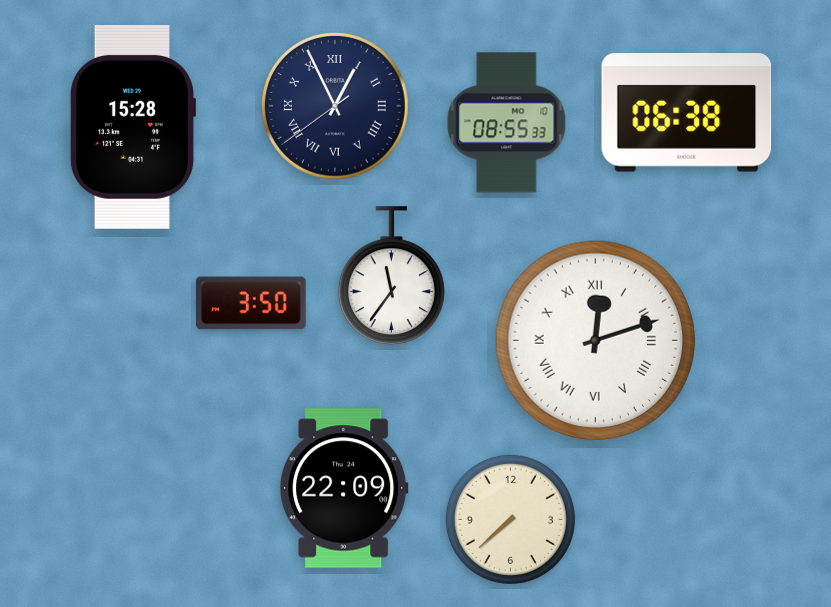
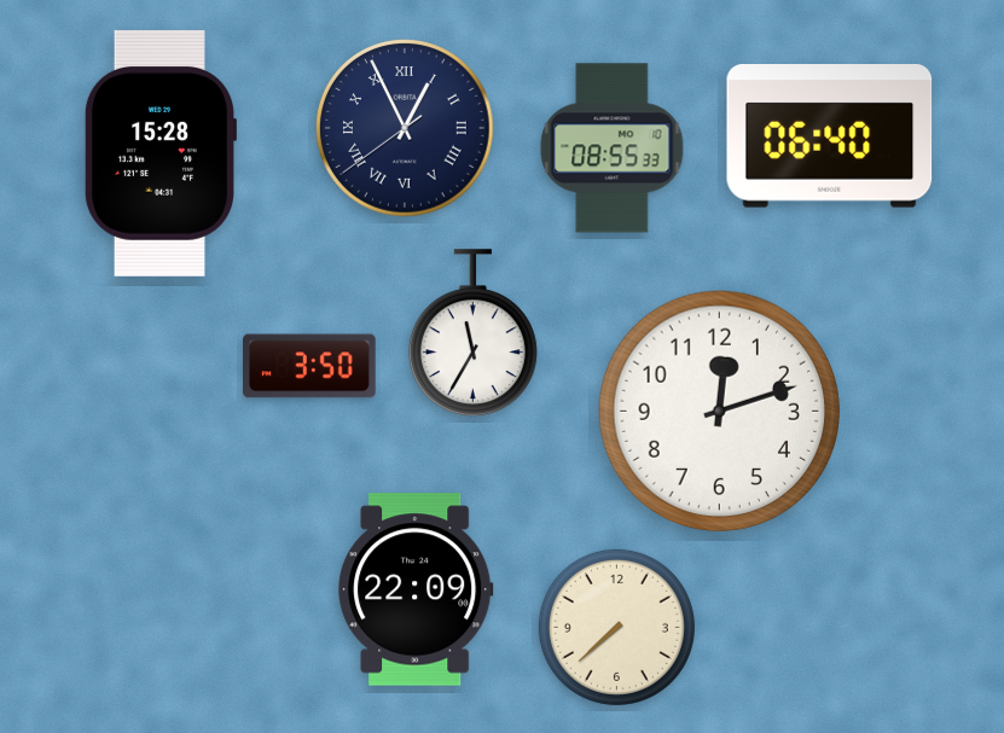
clock at (687, 113): 06:38 -> 06:40
clock at (391, 276): 11:36 -> 11:35
clock at (251, 303) position: (251, 303) -> (309, 366)
clock at (596, 341) numerals: Roman -> Arabic
